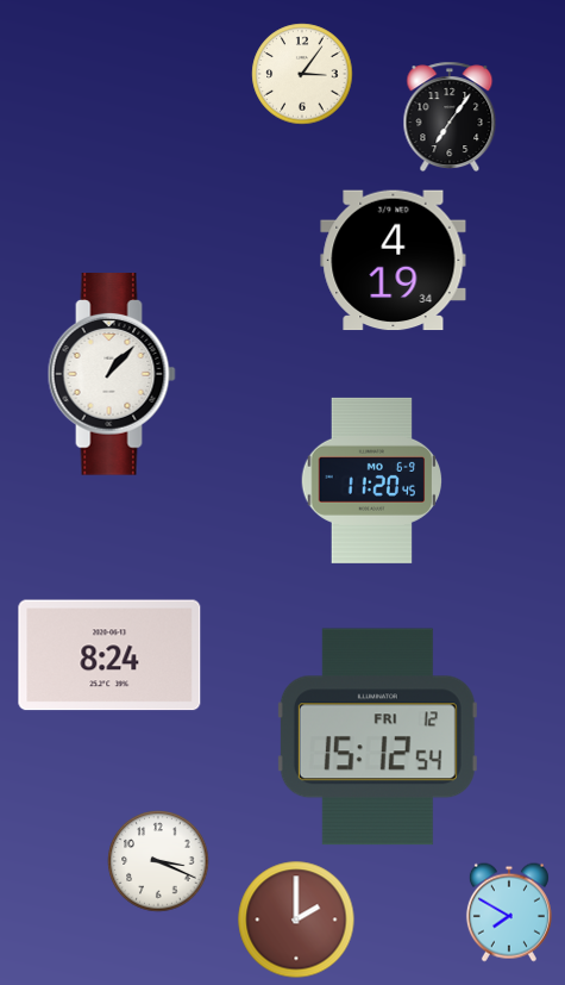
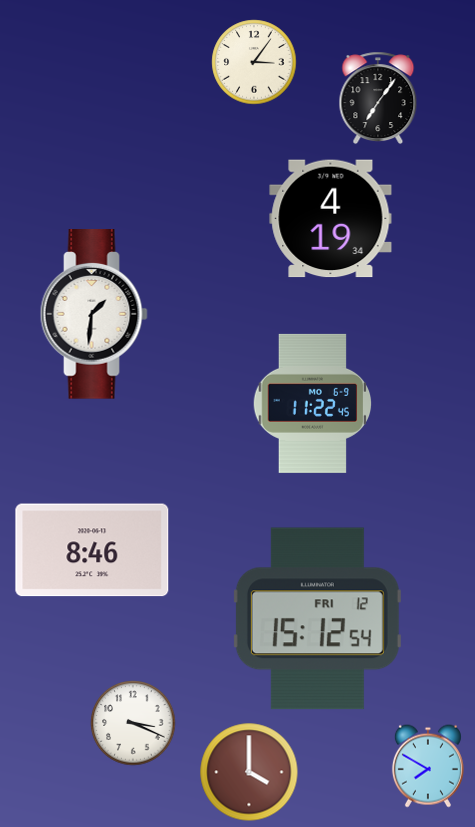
clock at (112, 374): 1:07 -> 1:31
clock at (372, 480): 11:20 -> 11:22
clock at (109, 655): 8:24 -> 8:46
clock at (296, 919): 2:00 -> 4:00
